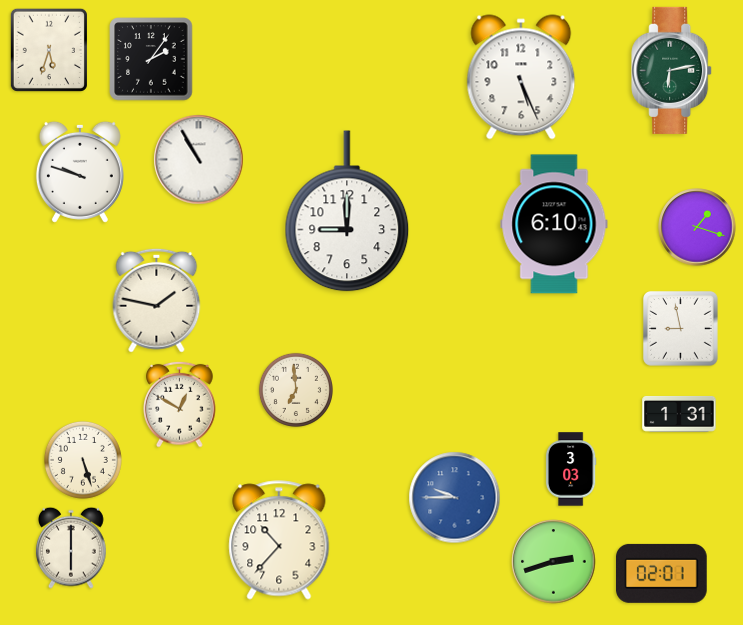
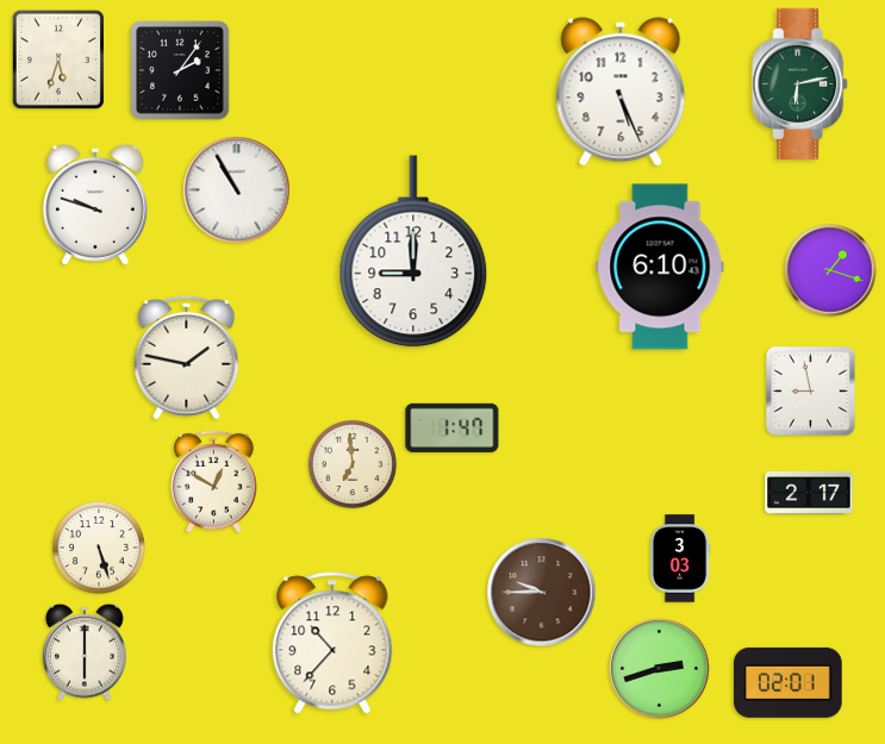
clock at (453, 427): none -> 1:47
clock at (679, 414): 1:31 -> 2:17
clock at (455, 498) dial: blue -> brown
